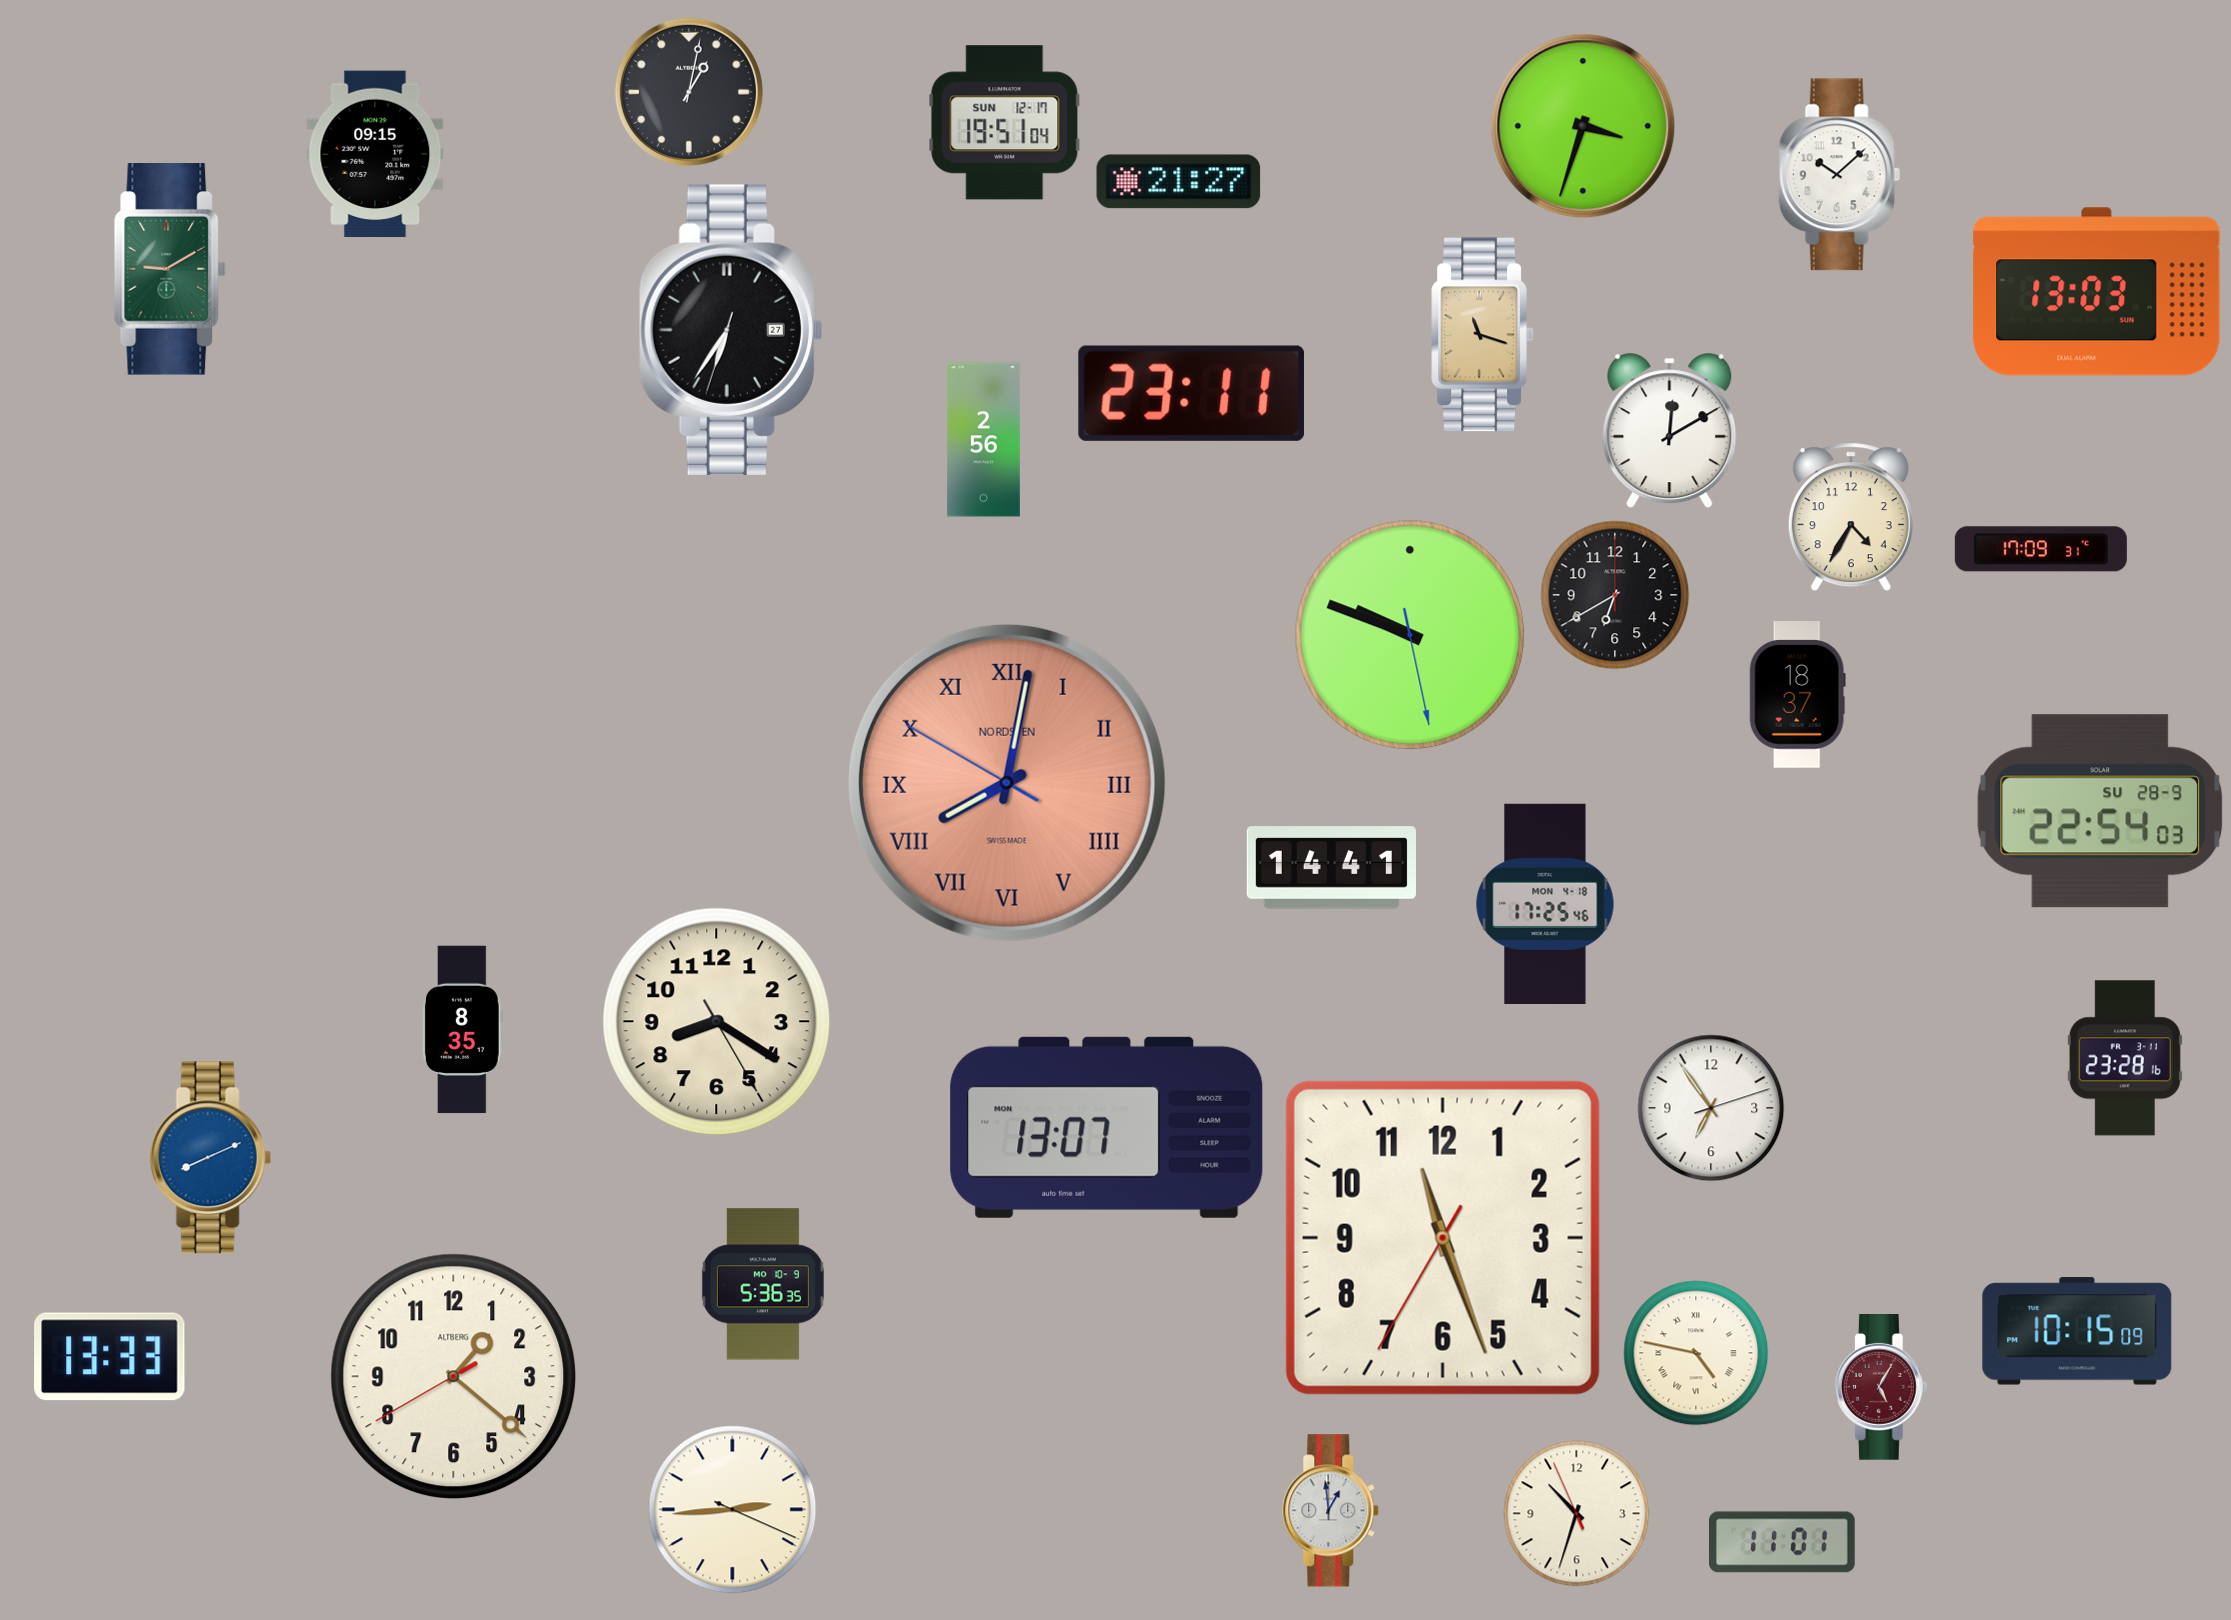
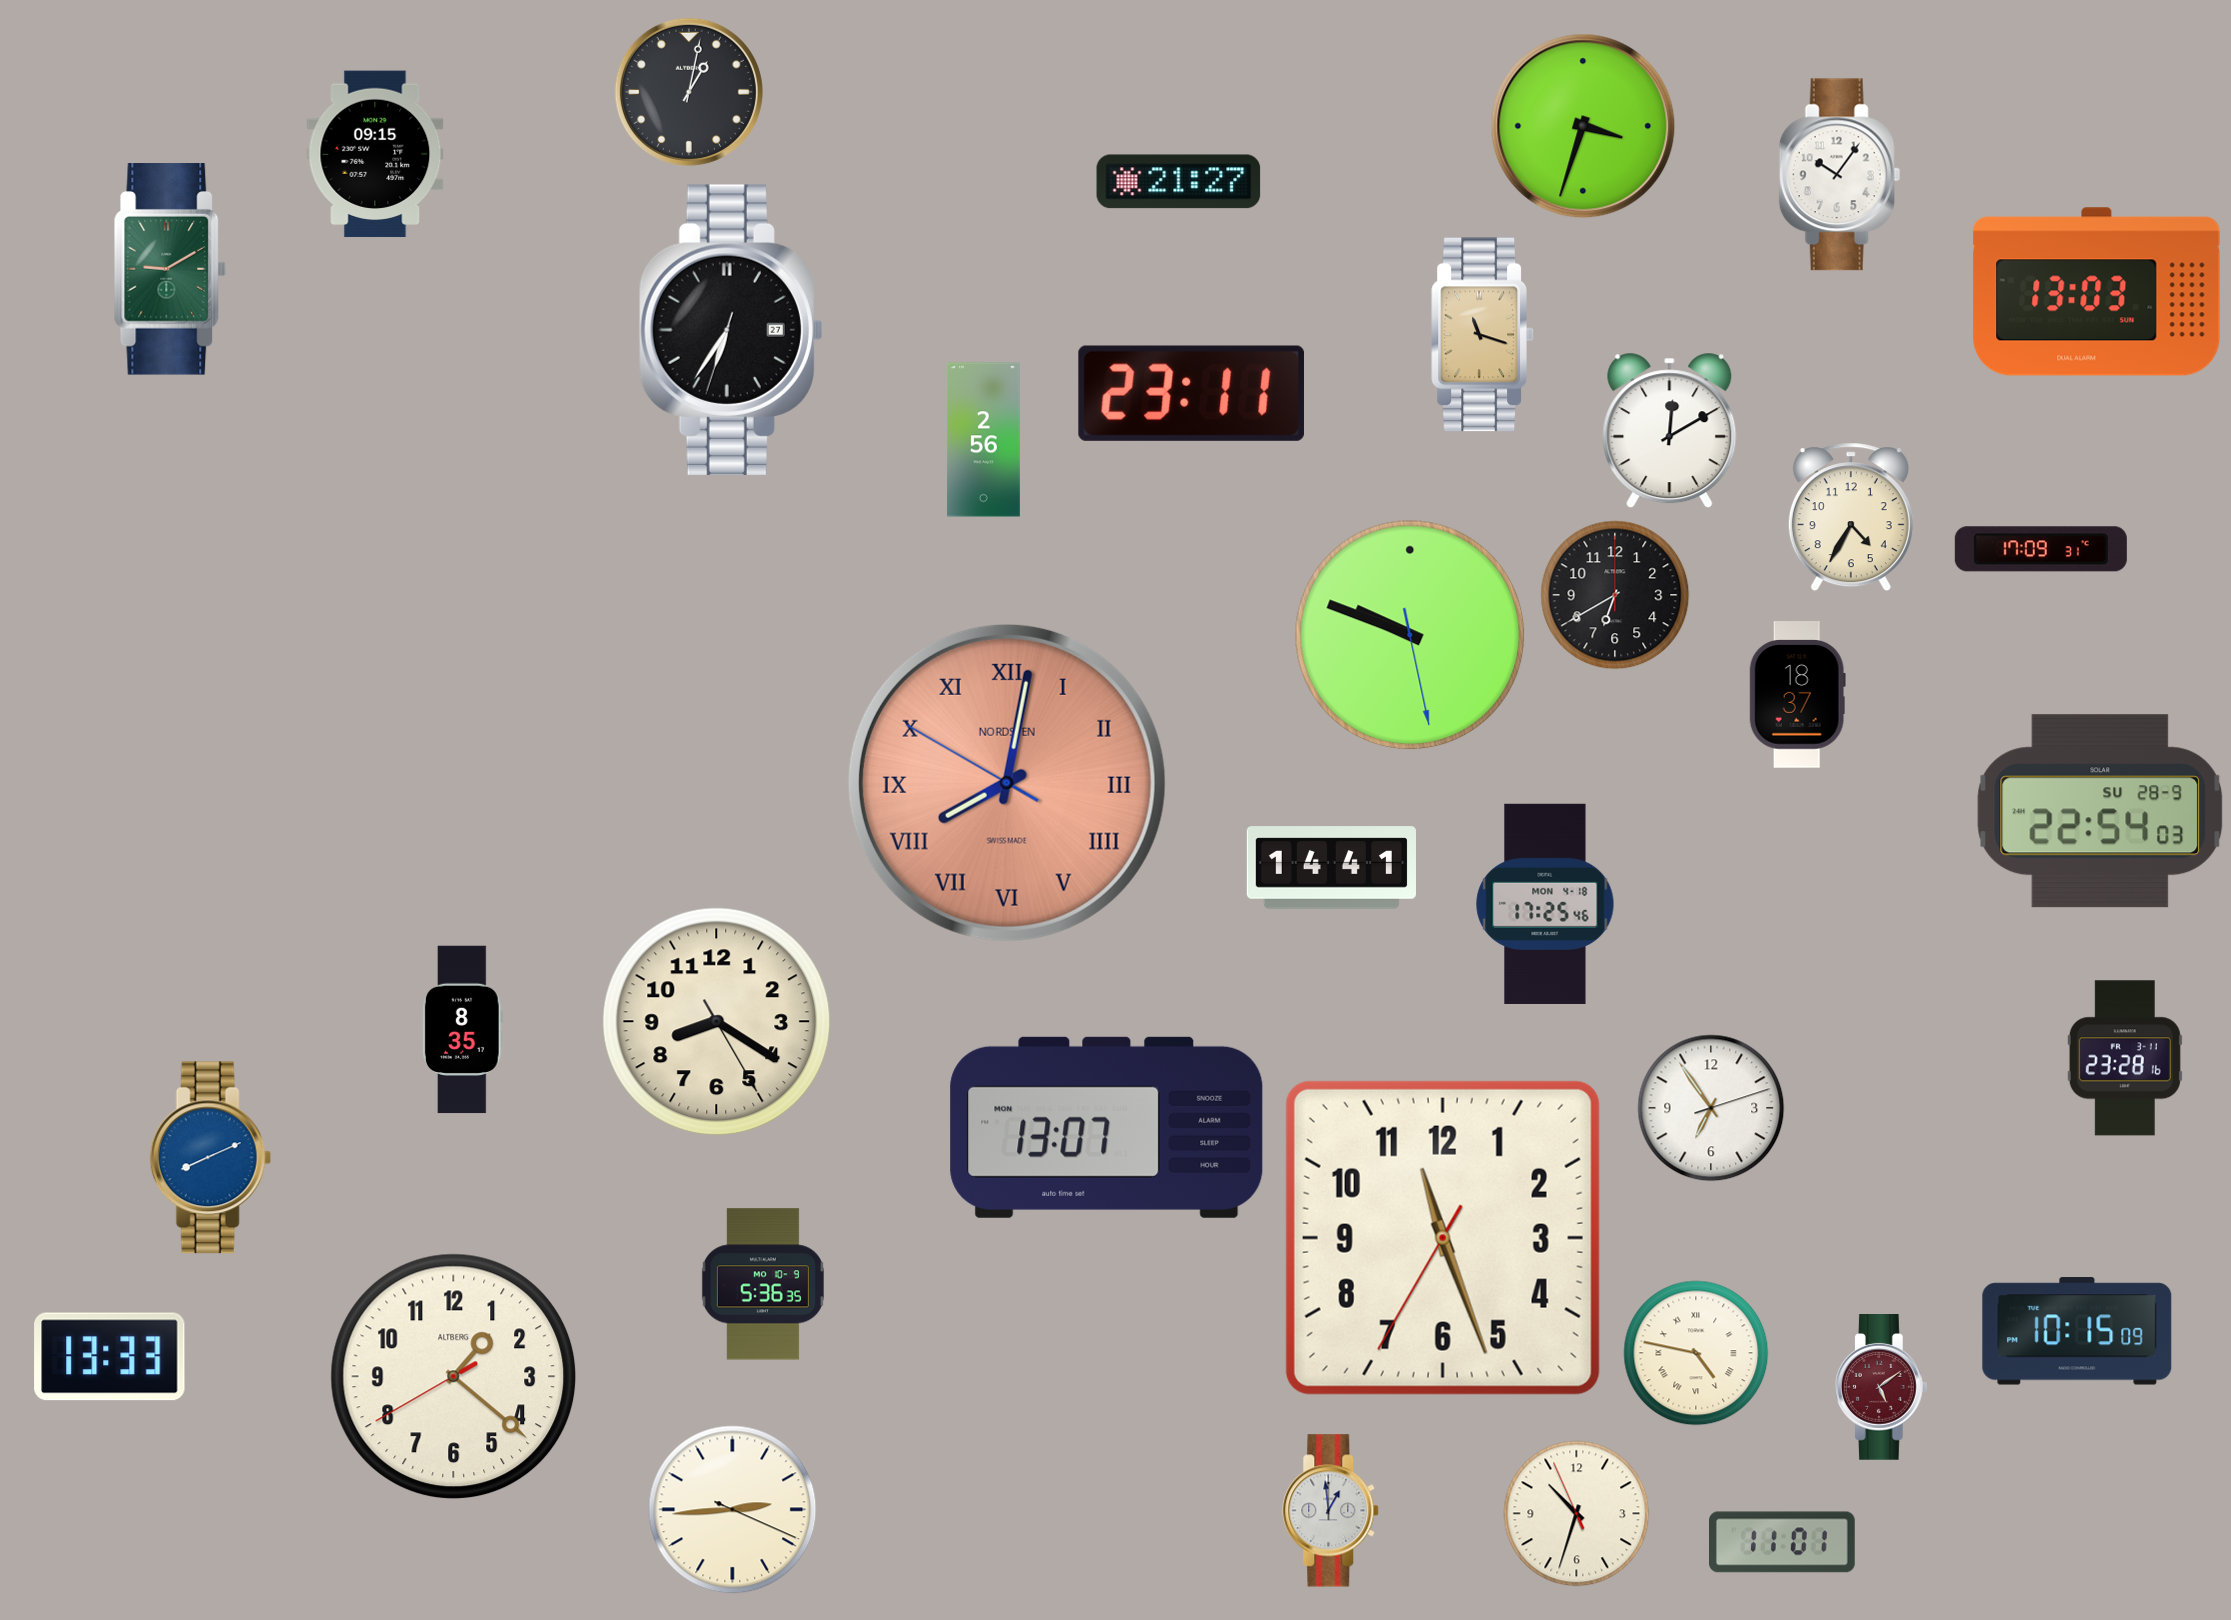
clock at (1005, 123): 19:51 -> none
clock at (1839, 175): 10:08 -> 10:06
clock at (1881, 1388): 5:05 -> 5:09
